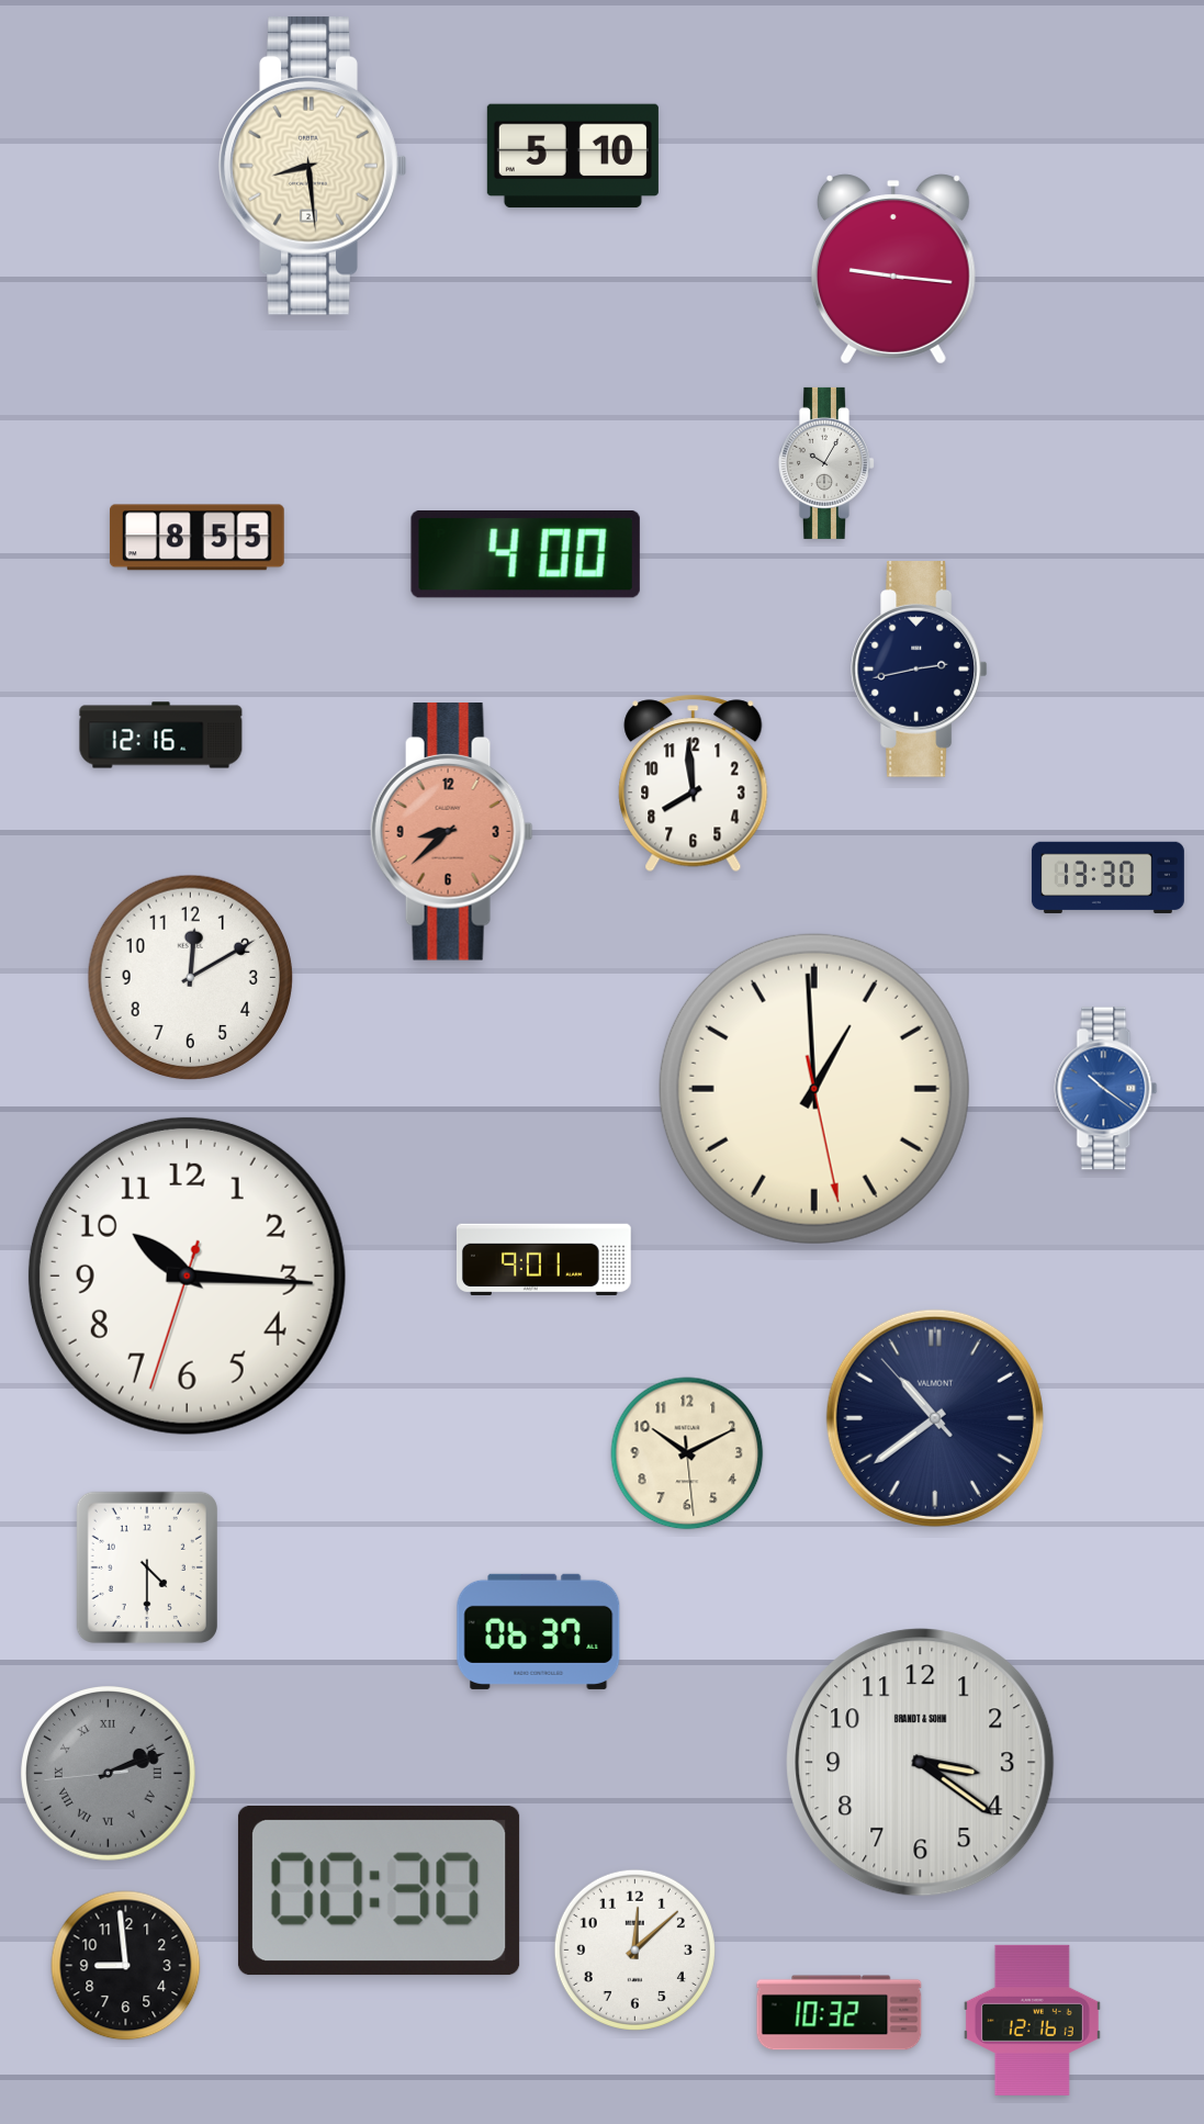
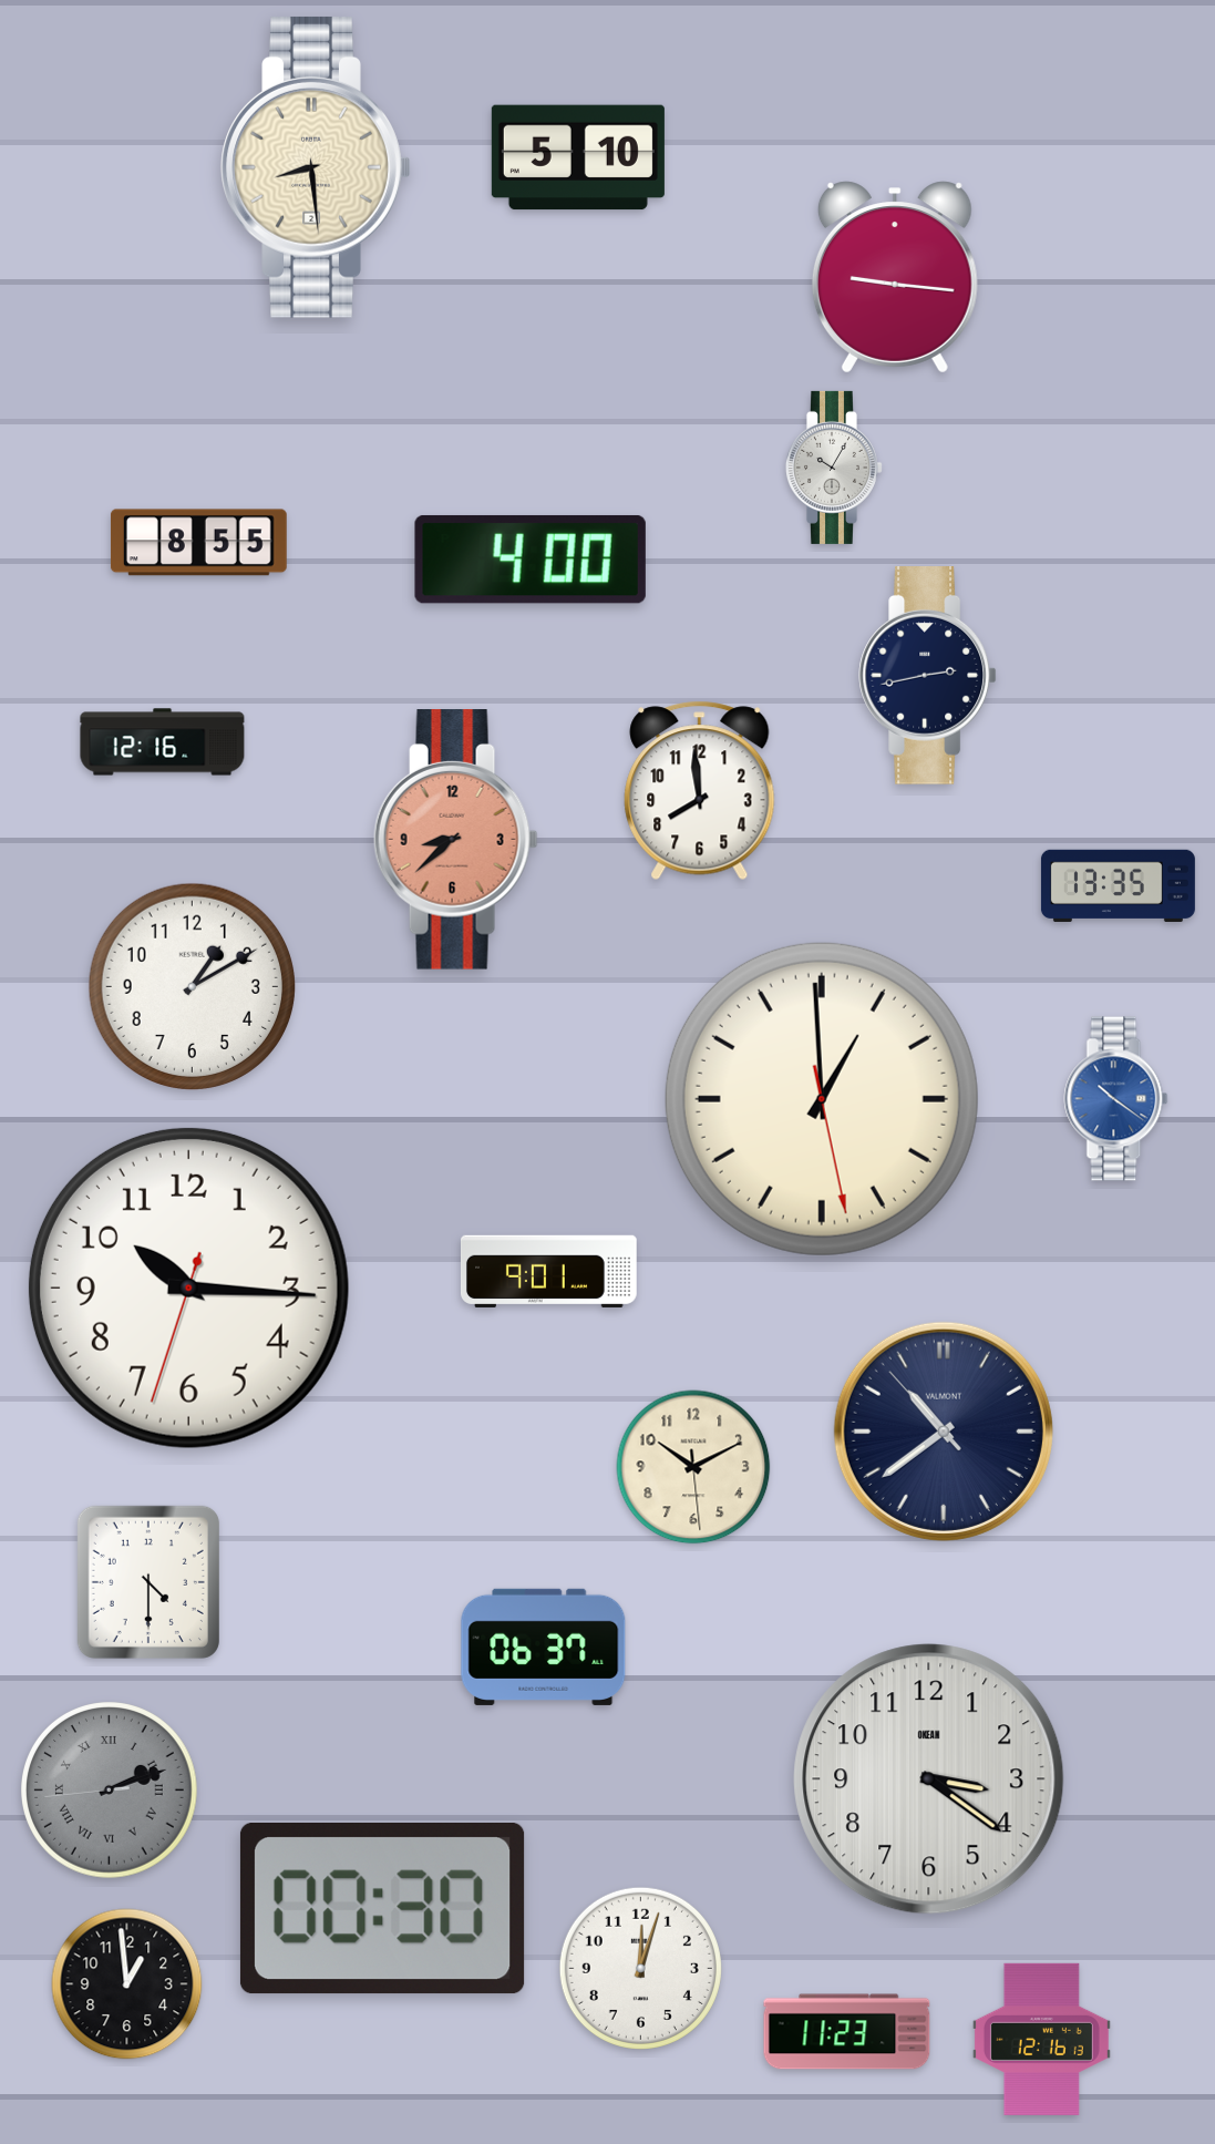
clock at (893, 269) position: (893, 269) -> (895, 277)
clock at (1107, 877): 13:30 -> 13:35
clock at (190, 977): 12:10 -> 1:10
clock at (921, 1763) brand: BRANDT & SOHN -> OKEAN
clock at (634, 1949): 12:08 -> 12:03
clock at (126, 1966): 8:59 -> 12:59
clock at (840, 2013): 10:32 -> 11:23
